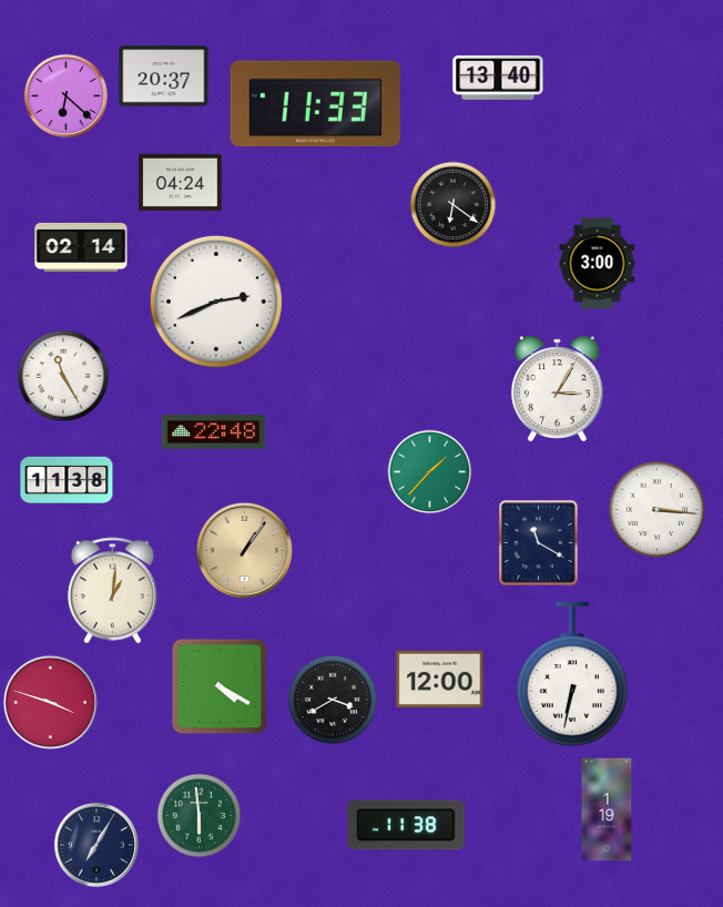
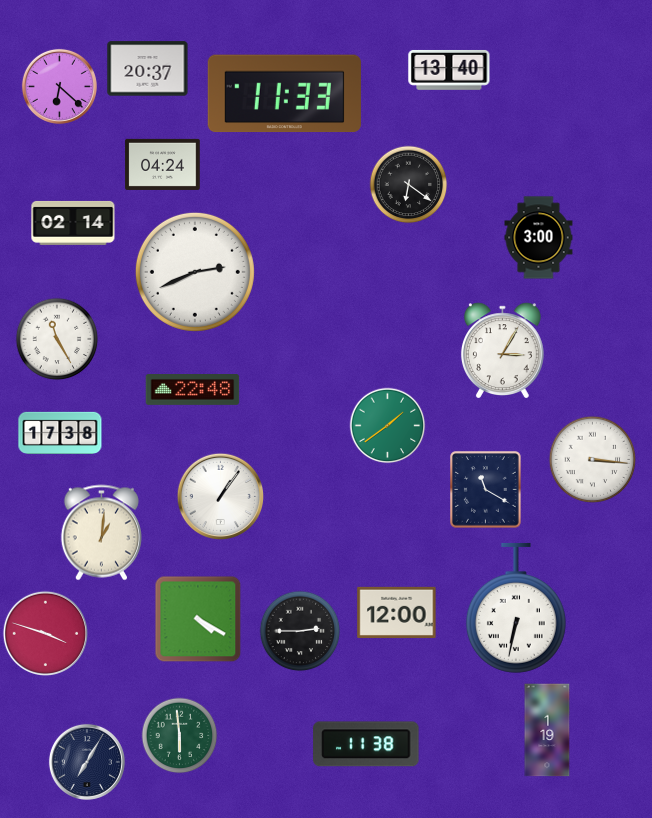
clock at (430, 472): 1:37 -> 1:39
clock at (67, 479): 11:38 -> 17:38
clock at (244, 550) dial: champagne -> white
clock at (333, 700): 3:40 -> 2:45
